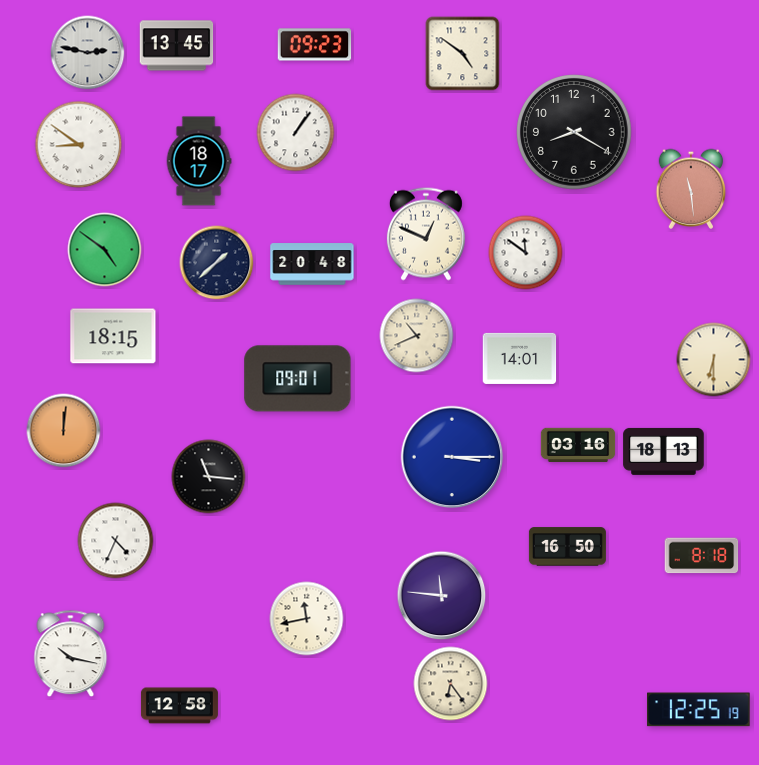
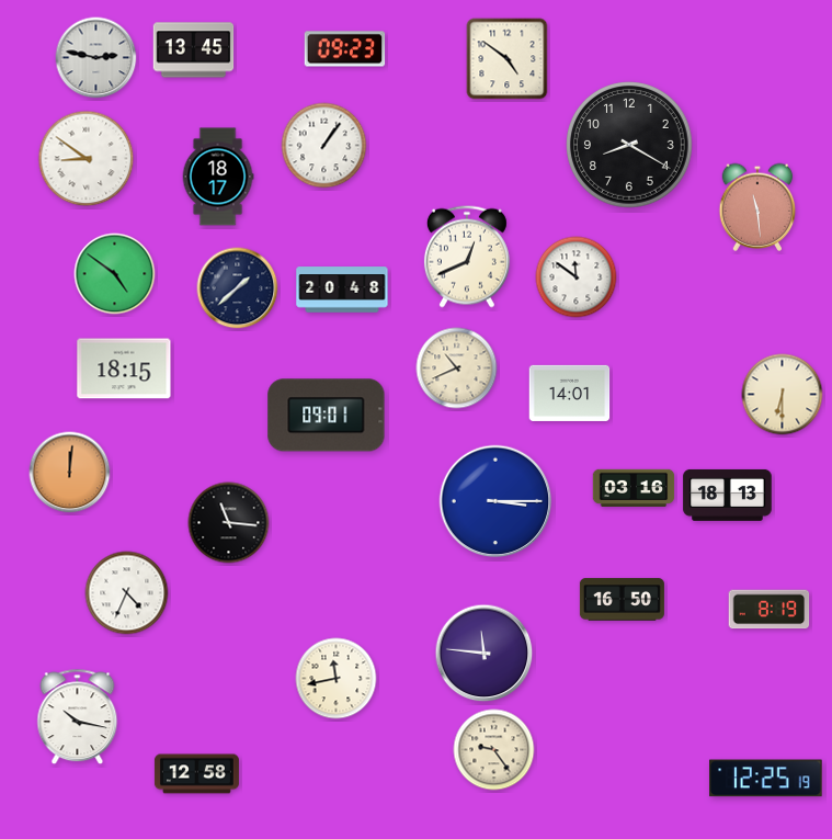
clock at (426, 234): 12:49 -> 12:41
clock at (702, 556): 8:18 -> 8:19
clock at (451, 684): 6:24 -> 9:24
